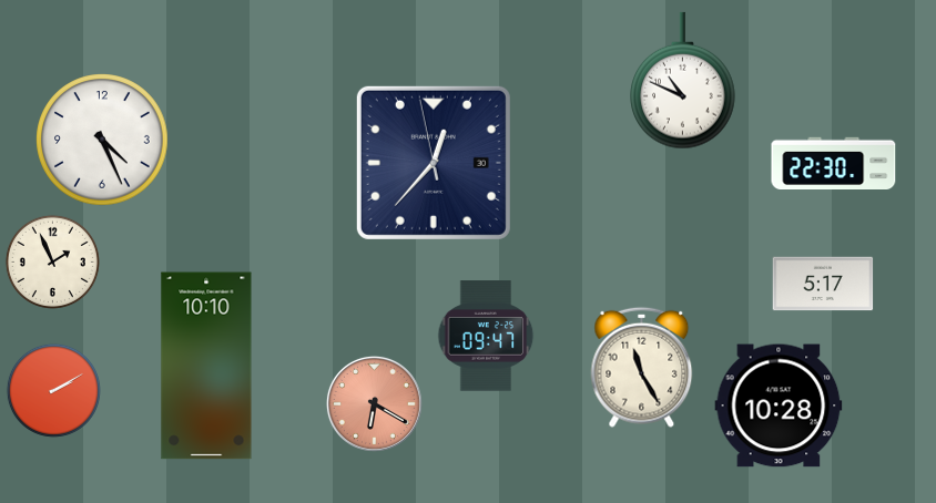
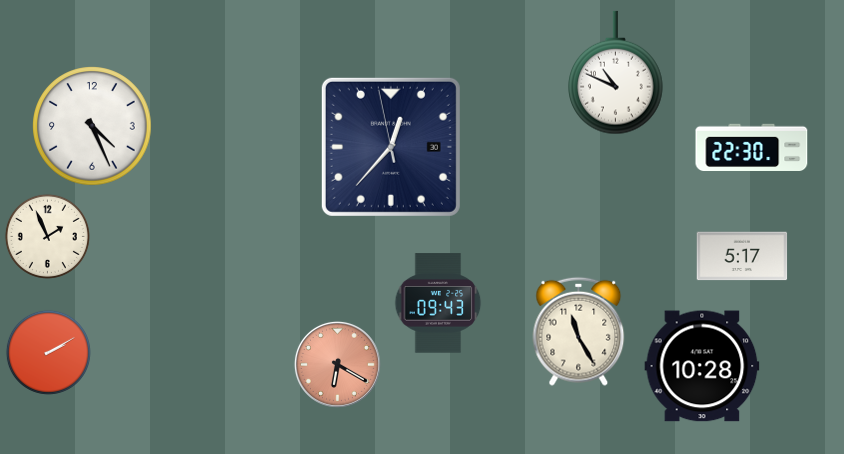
clock at (486, 336): 09:47 -> 09:43
clock at (206, 366): 10:10 -> none
